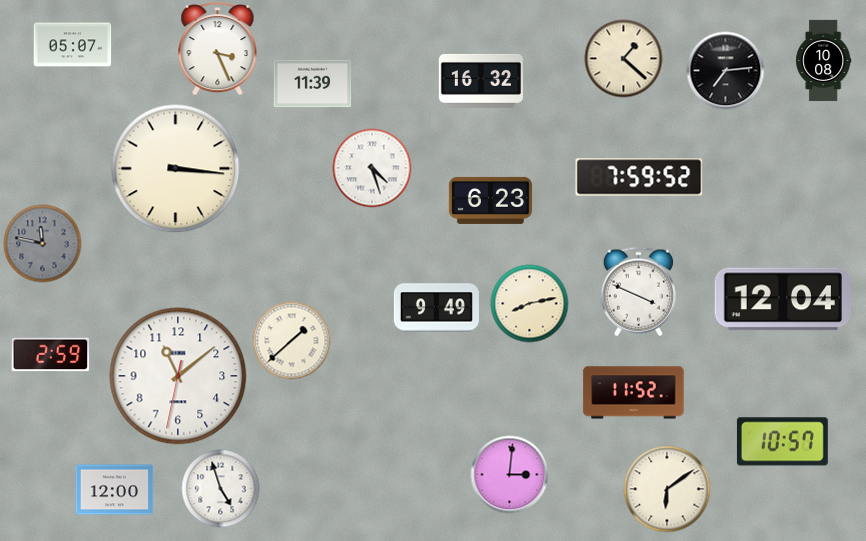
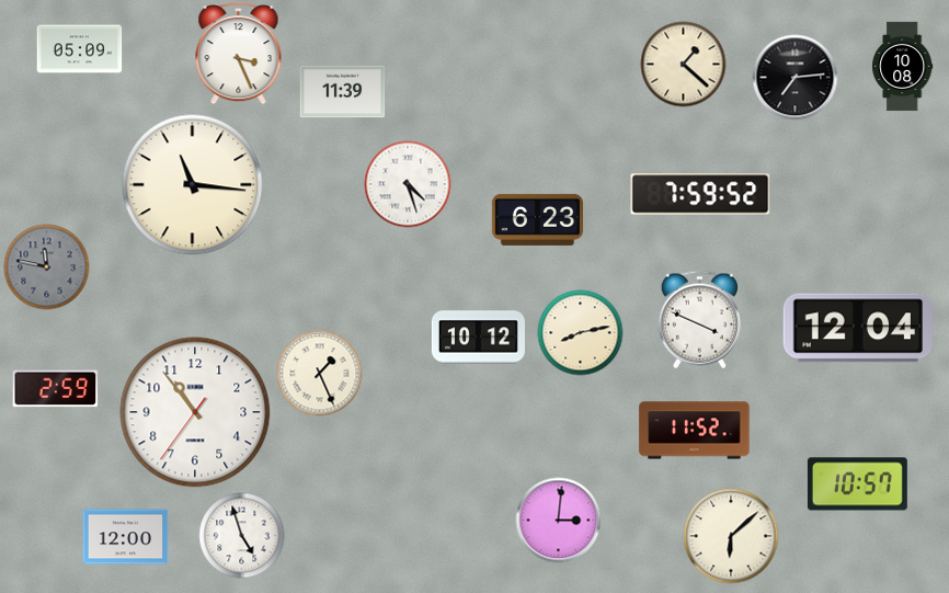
clock at (72, 45): 05:07 -> 05:09
clock at (481, 81): 16:32 -> none
clock at (175, 168): 3:16 -> 11:16
clock at (436, 308): 9:49 -> 10:12
clock at (291, 340): 1:38 -> 1:26
clock at (178, 376): 11:08 -> 10:53
clock at (667, 489): 6:09 -> 6:08
